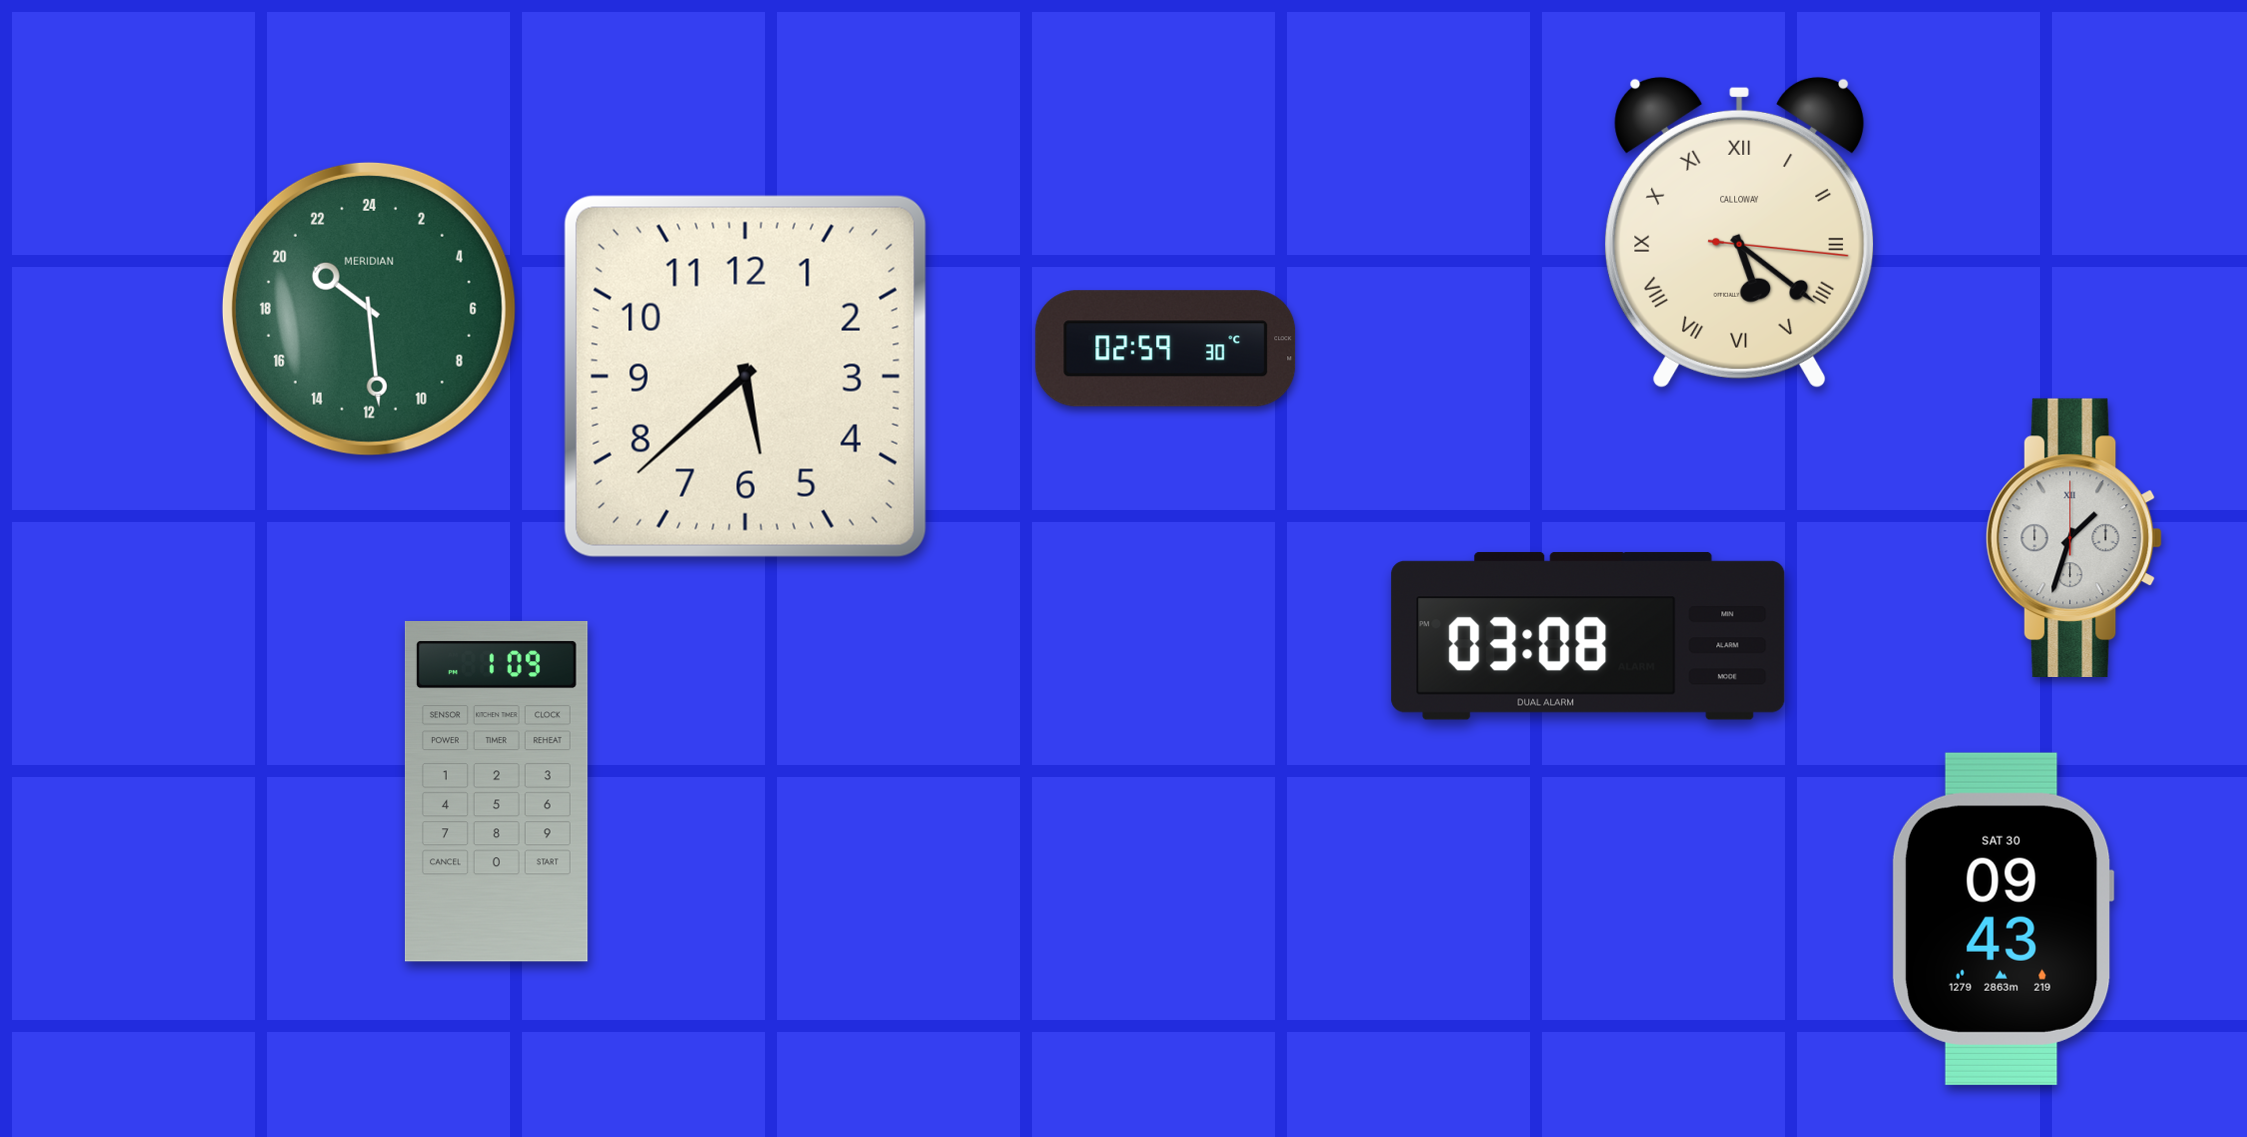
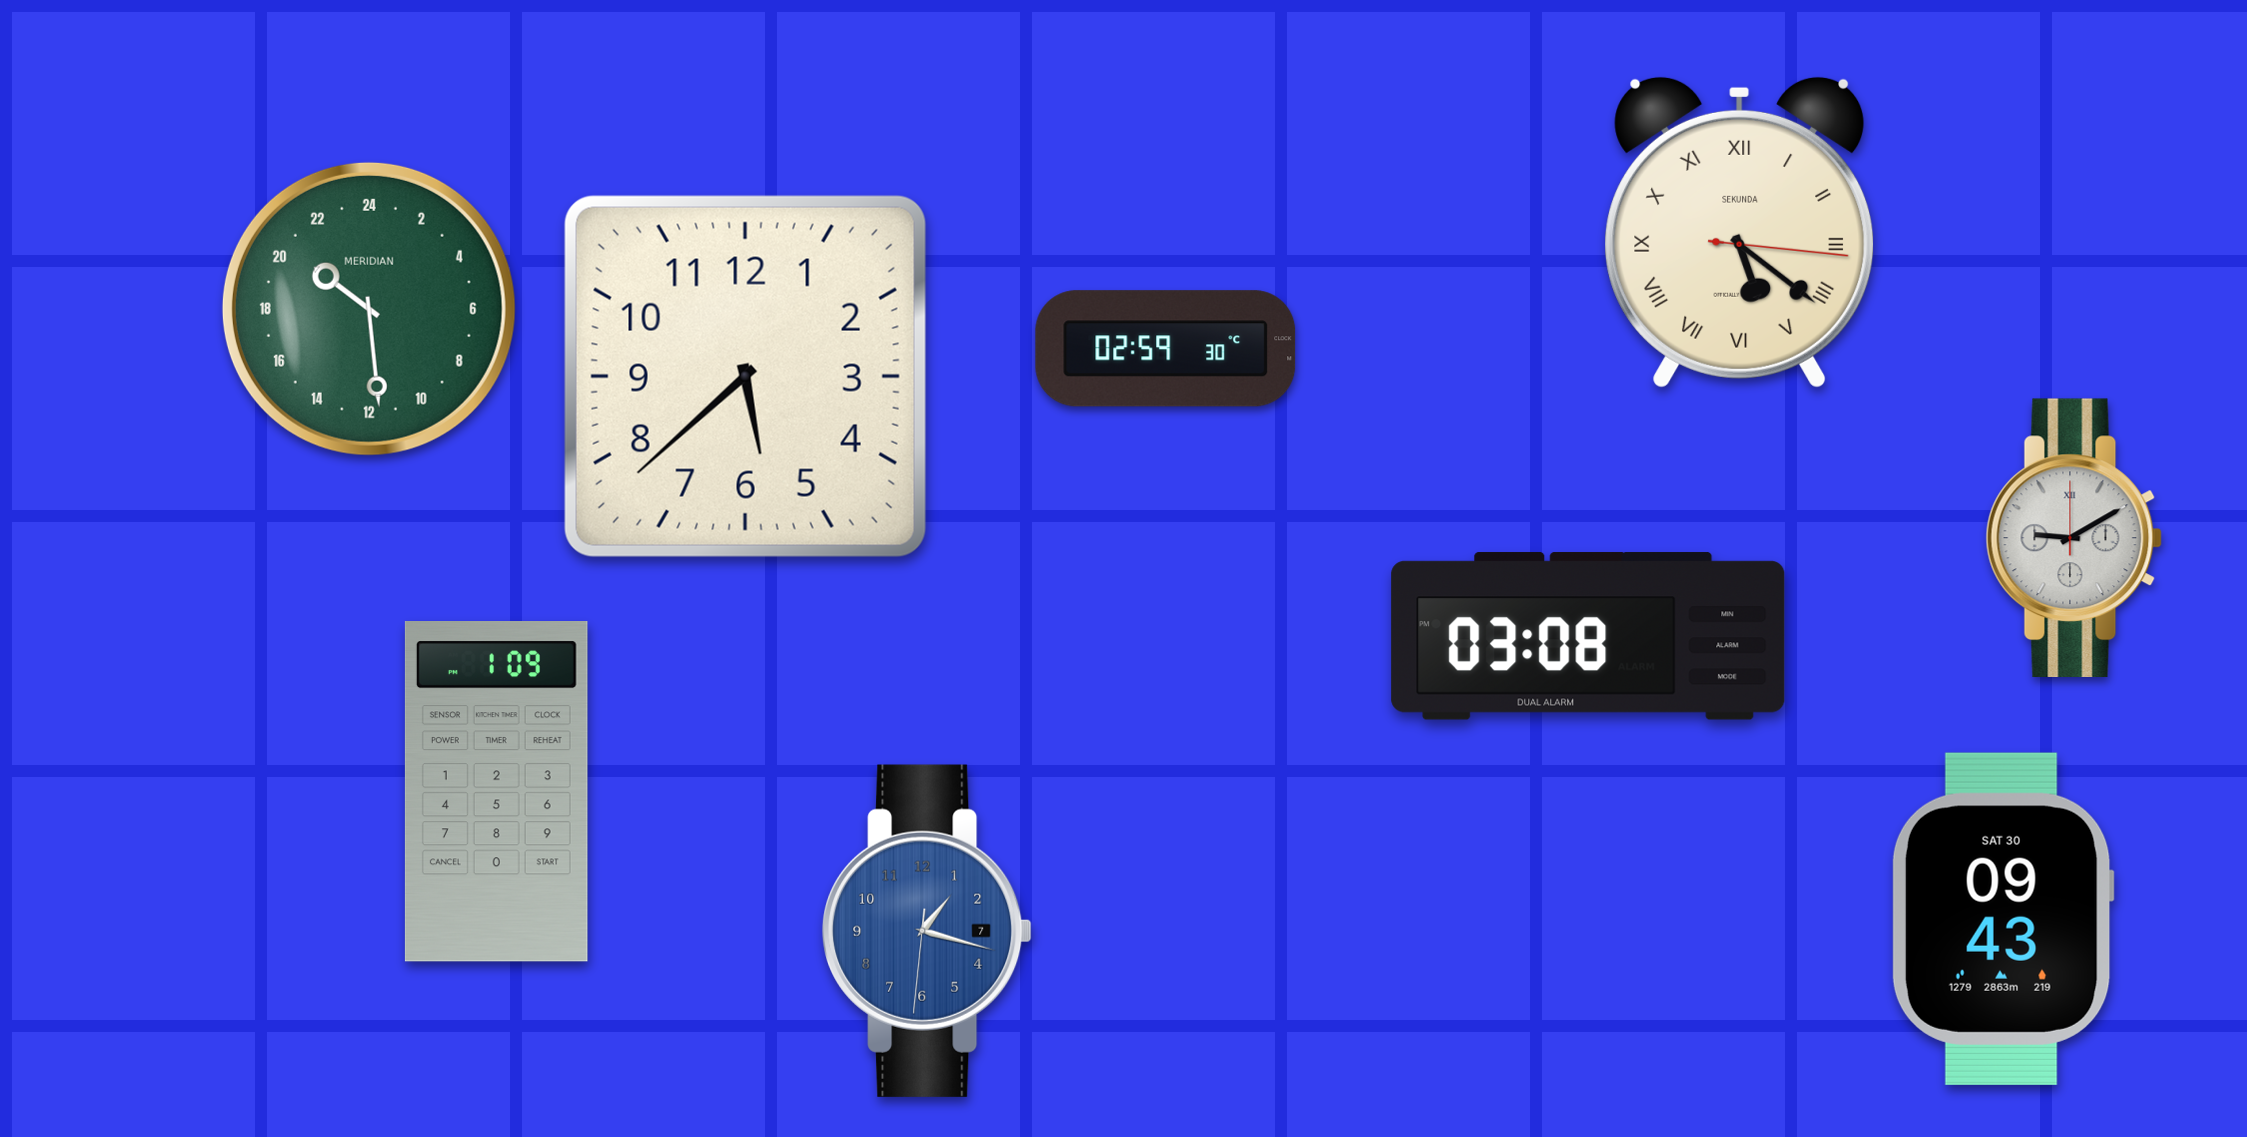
clock at (1740, 232) brand: CALLOWAY -> SEKUNDA
clock at (2074, 537): 1:33 -> 9:10
clock at (927, 931): none -> 1:17
